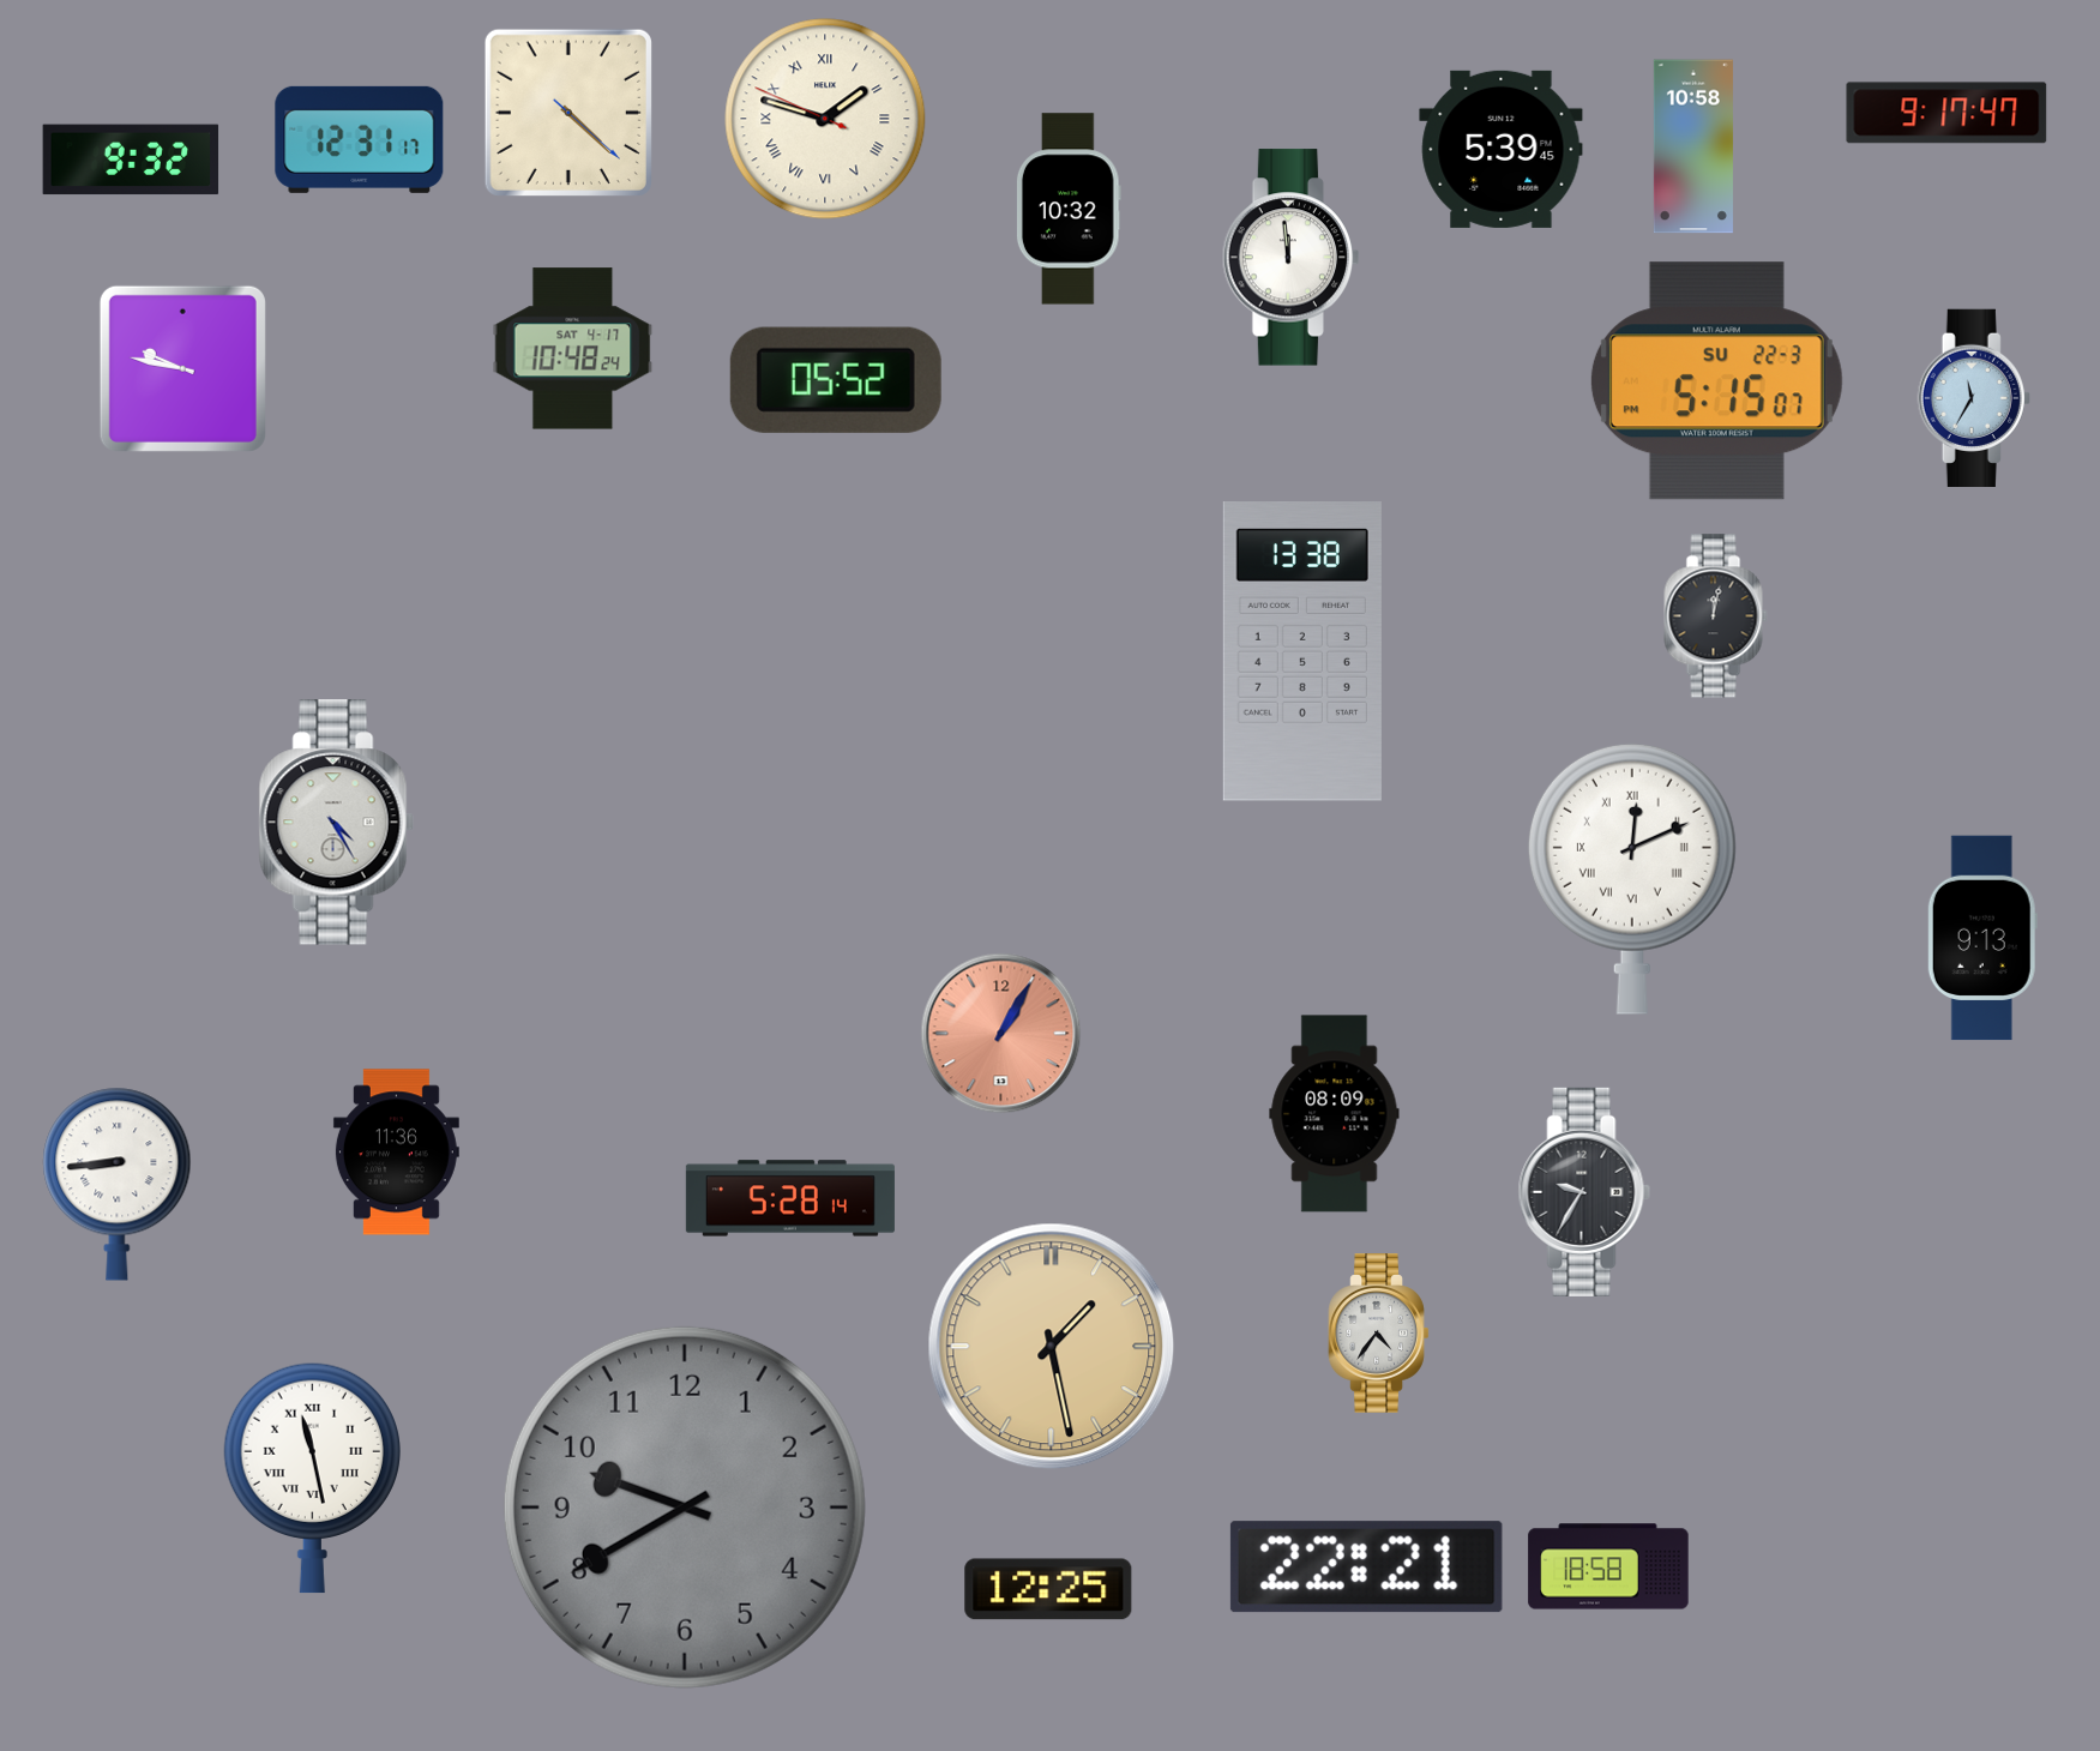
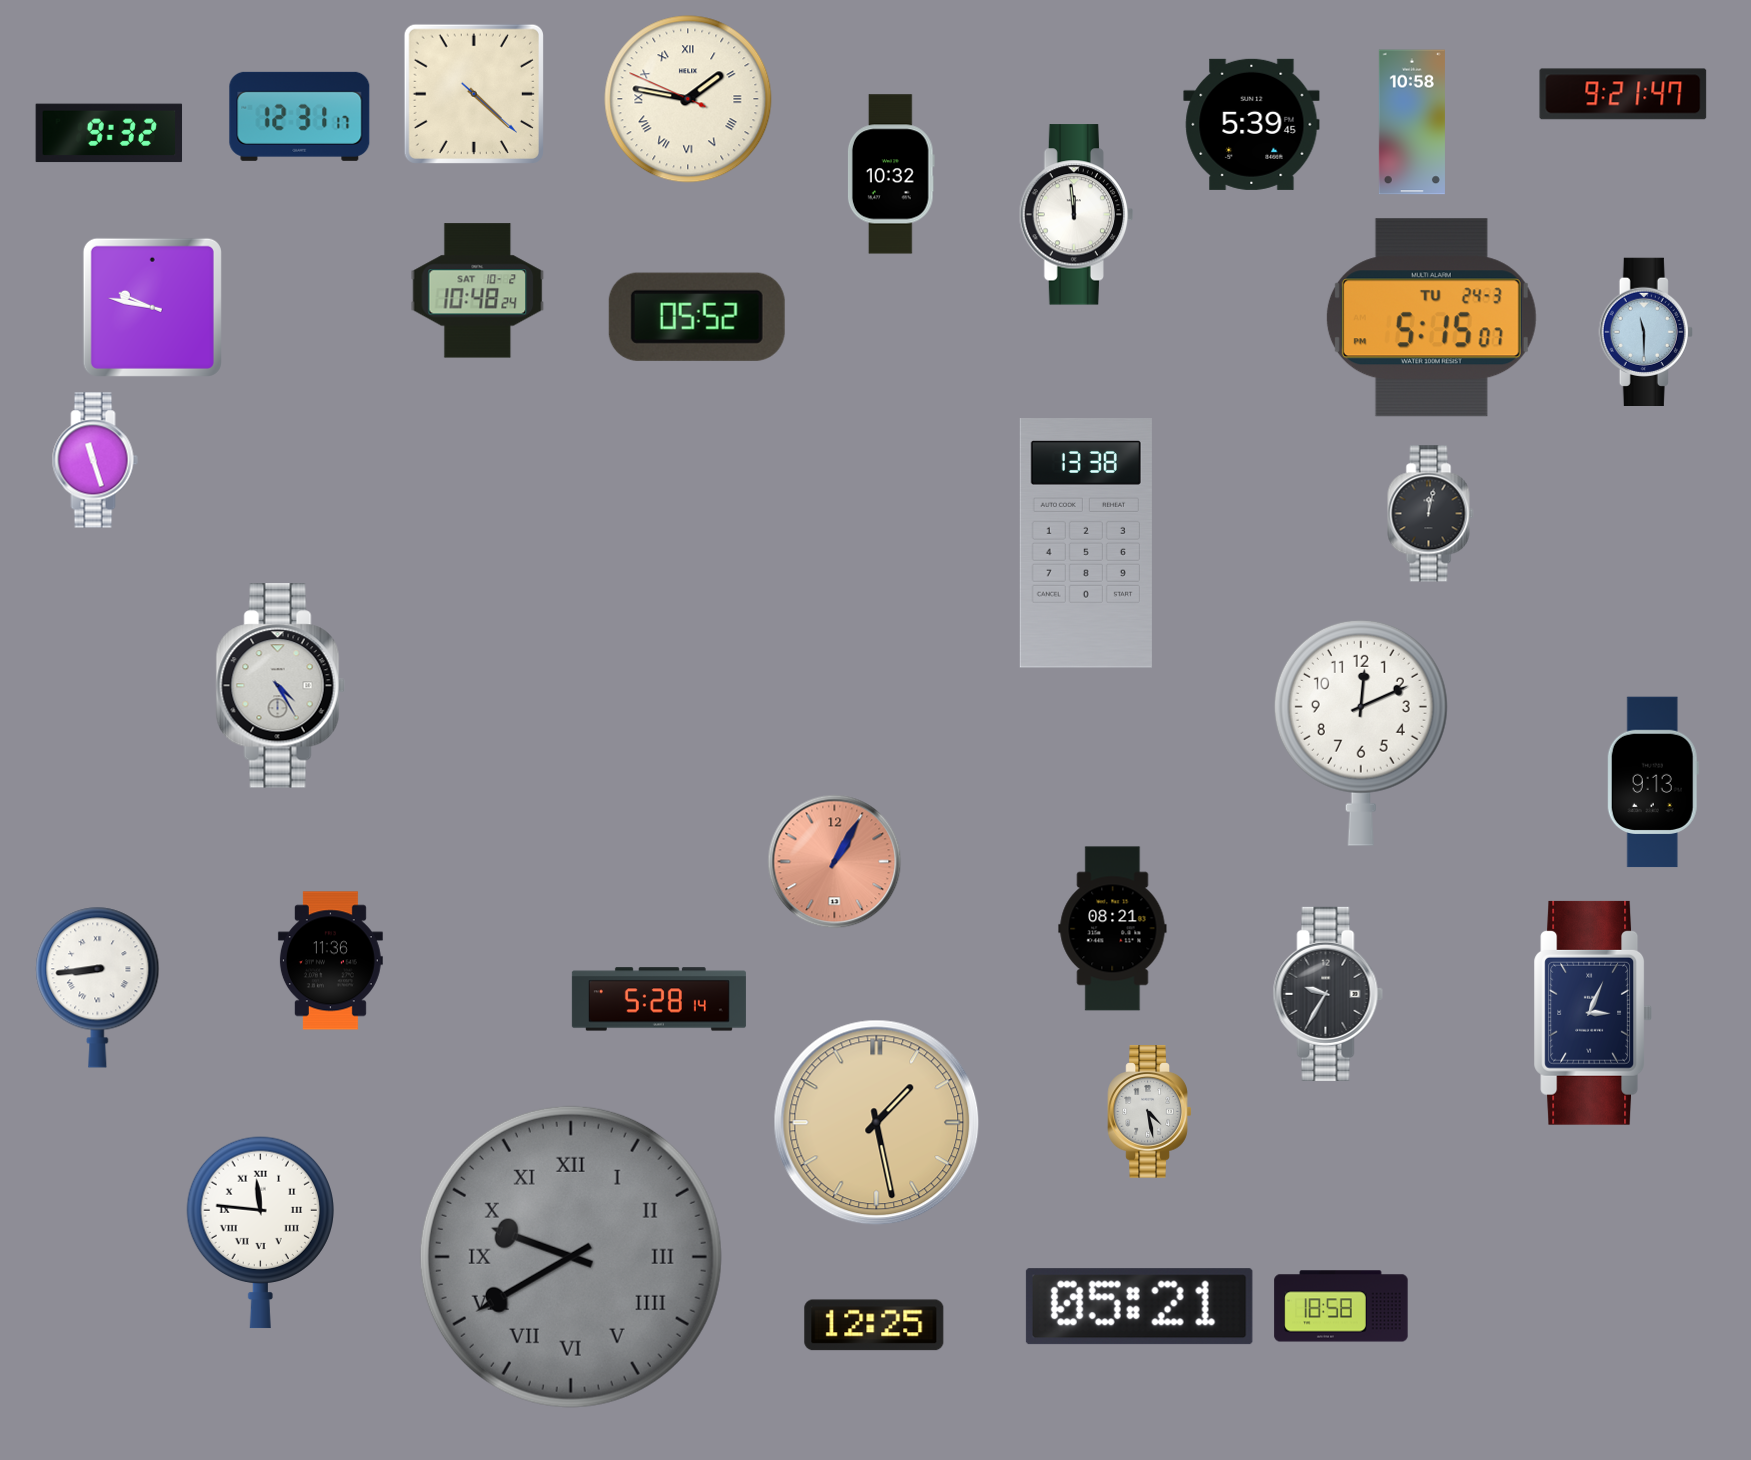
clock at (1946, 113): 9:17 -> 9:21
clock at (825, 119): 1:47 -> 1:46
clock at (573, 349) date: SAT 4-17 -> SAT 10-2
clock at (1716, 381) date: SU 22-3 -> TU 24-3
clock at (1974, 397): 11:35 -> 11:30
clock at (95, 460): none -> 11:27
clock at (1632, 879) numerals: Roman -> Arabic
clock at (1335, 1114): 08:09 -> 08:21
clock at (1584, 1192) position: (1584, 1192) -> (1328, 994)
clock at (1592, 1013): none -> 3:04
clock at (1379, 1334): 4:36 -> 4:28
clock at (312, 1478): 11:28 -> 11:46
clock at (685, 1508) numerals: Arabic -> Roman
clock at (1366, 1568): 22:21 -> 05:21
